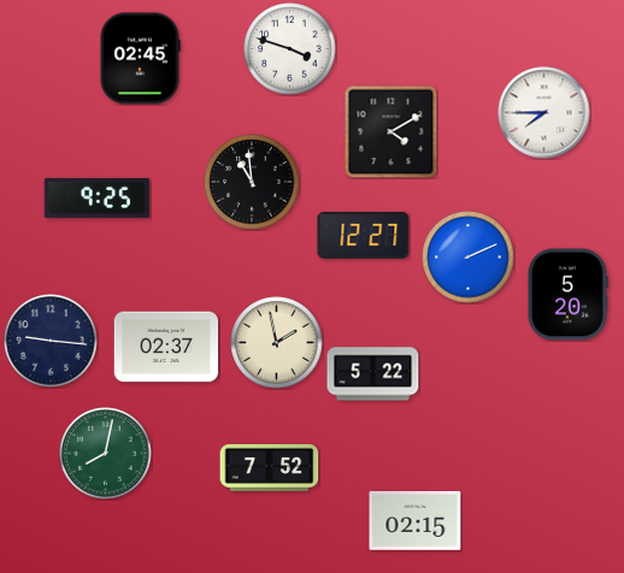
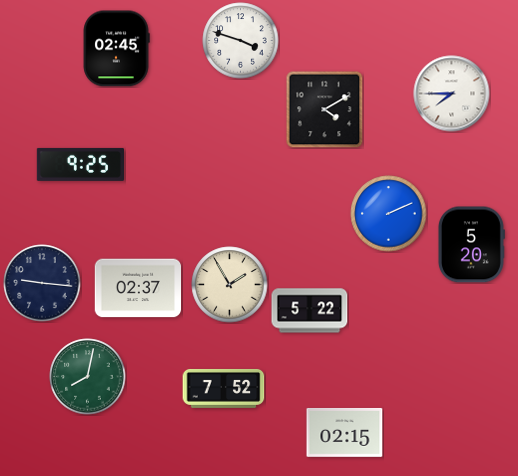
clock at (252, 182): 10:59 -> none
clock at (364, 235): 12:27 -> none
clock at (277, 343): 1:58 -> 1:55
